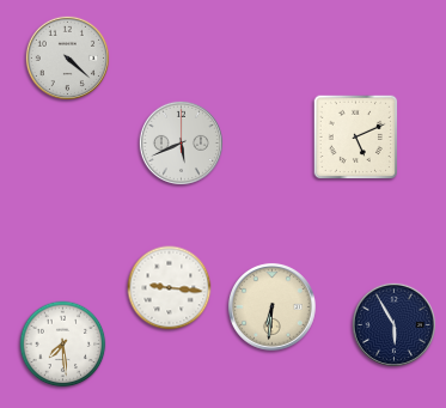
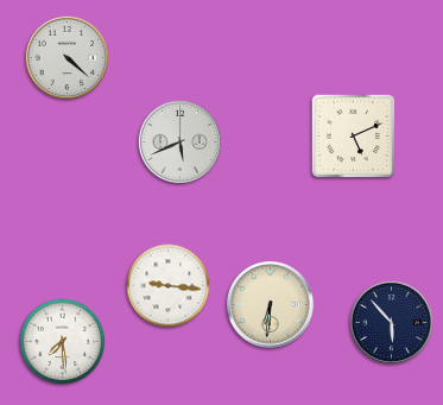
clock at (393, 324): 5:55 -> 5:53
